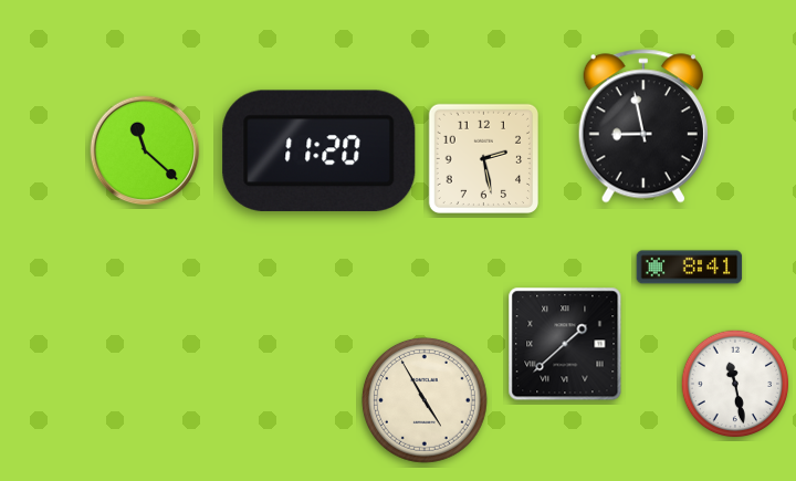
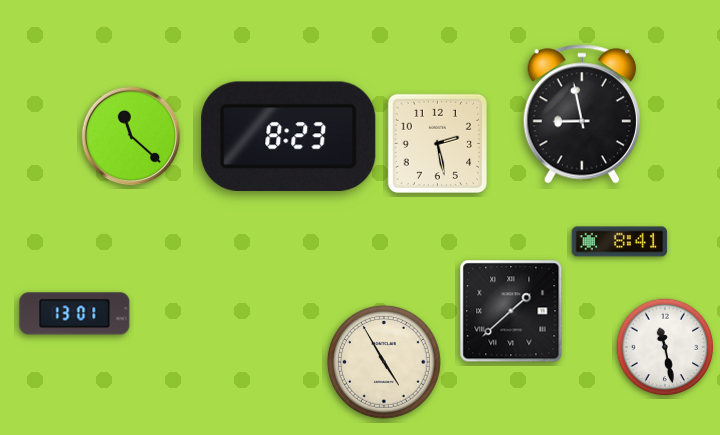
clock at (320, 150): 11:20 -> 8:23
clock at (690, 268) position: (690, 268) -> (620, 242)
clock at (75, 314): none -> 13:01
